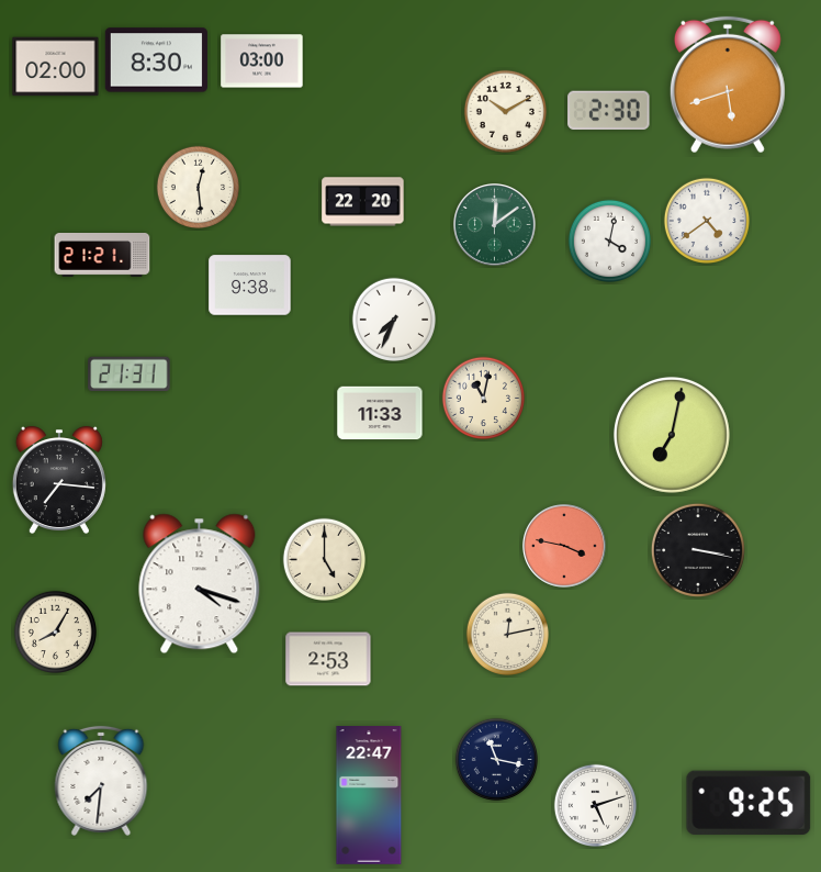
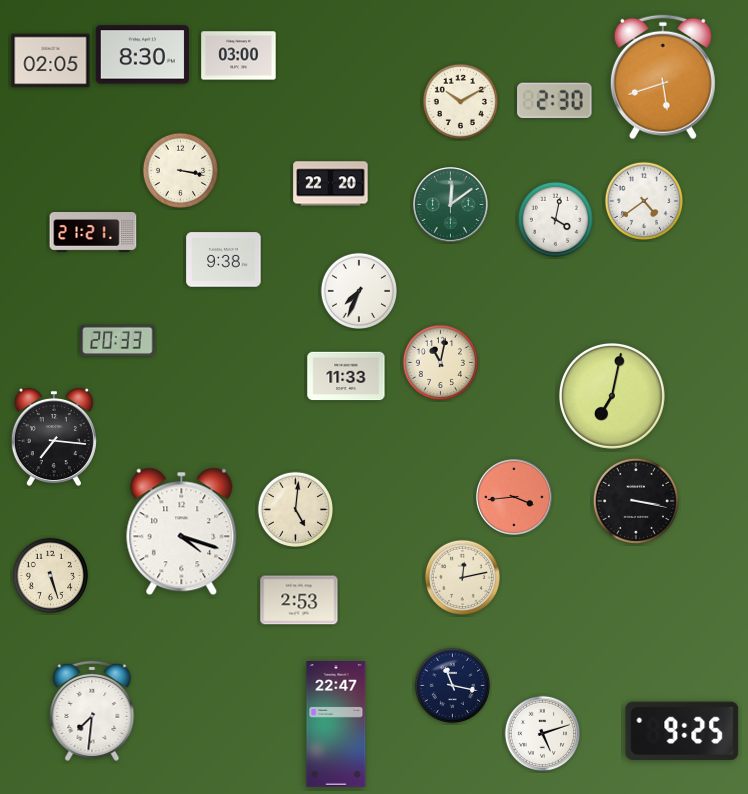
clock at (56, 67): 02:00 -> 02:05
clock at (198, 187): 12:29 -> 3:17
clock at (250, 286) position: (250, 286) -> (224, 260)
clock at (130, 374): 21:31 -> 20:33
clock at (565, 547): 3:47 -> 3:44
clock at (324, 559): 5:00 -> 5:01
clock at (55, 631): 8:05 -> 5:27
clock at (496, 759) position: (496, 759) -> (452, 685)
